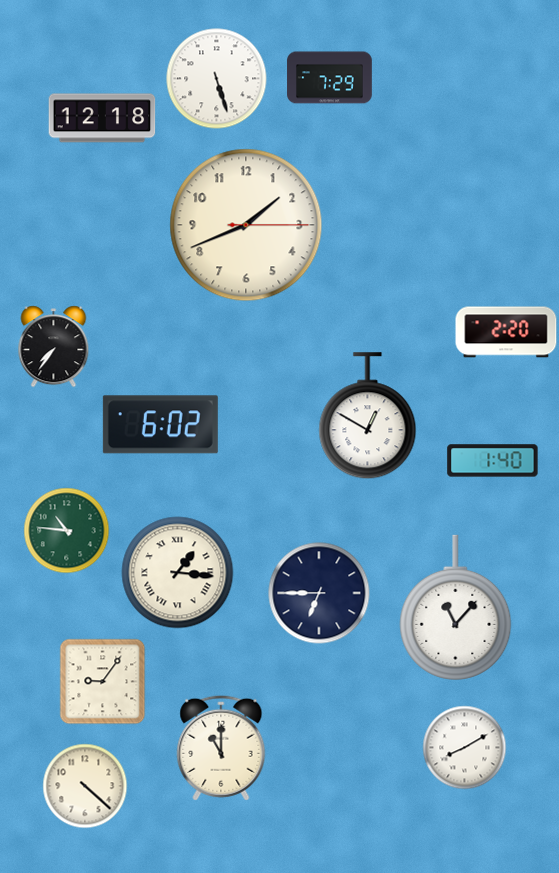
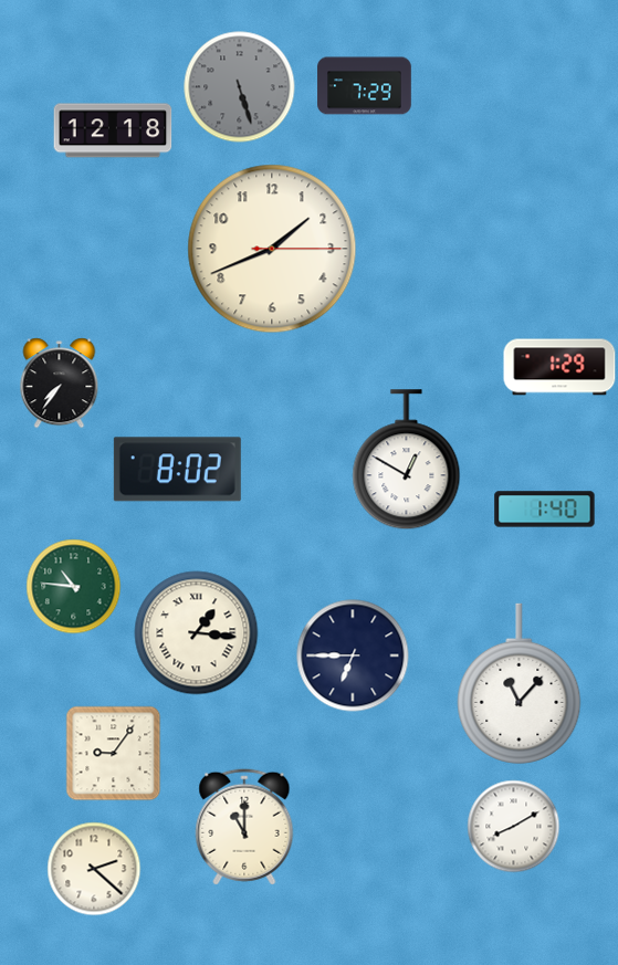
clock at (217, 79) dial: white -> grey
clock at (506, 332): 2:20 -> 1:29
clock at (160, 425): 6:02 -> 8:02
clock at (456, 607) position: (456, 607) -> (520, 683)
clock at (85, 786): 4:22 -> 2:22
